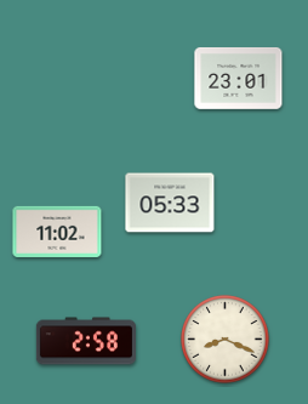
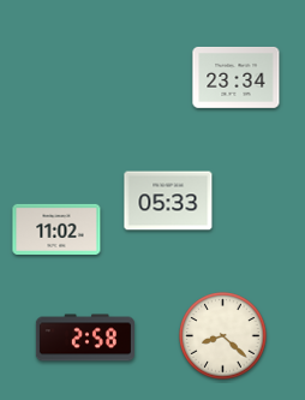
clock at (239, 78): 23:01 -> 23:34
clock at (226, 340): 8:19 -> 8:22
